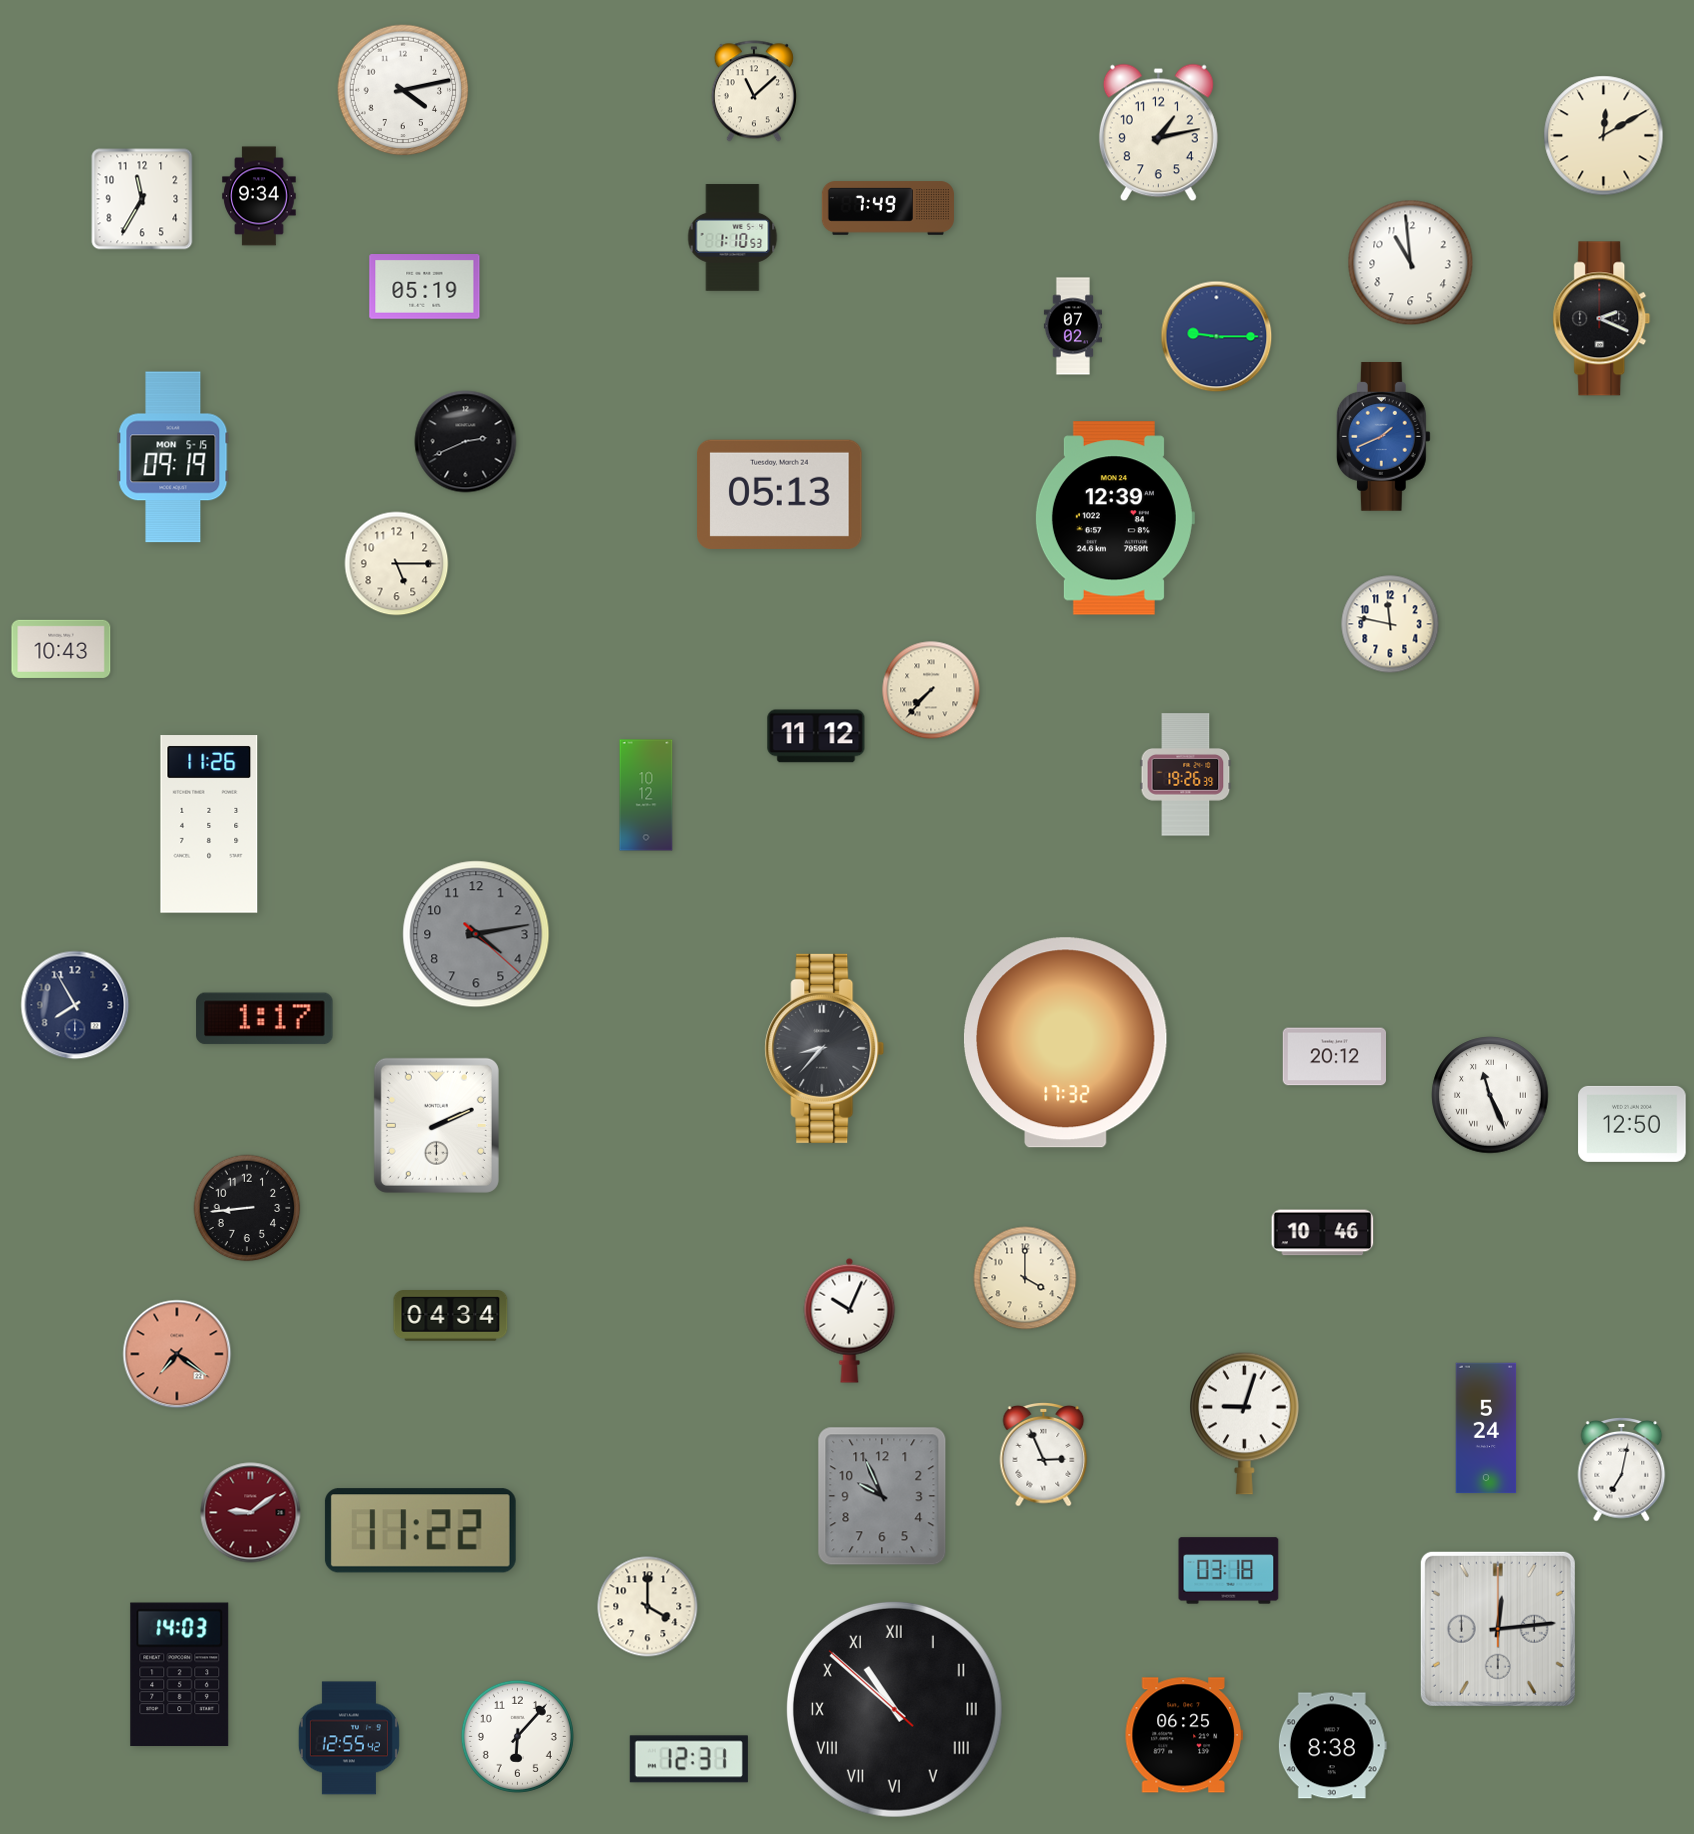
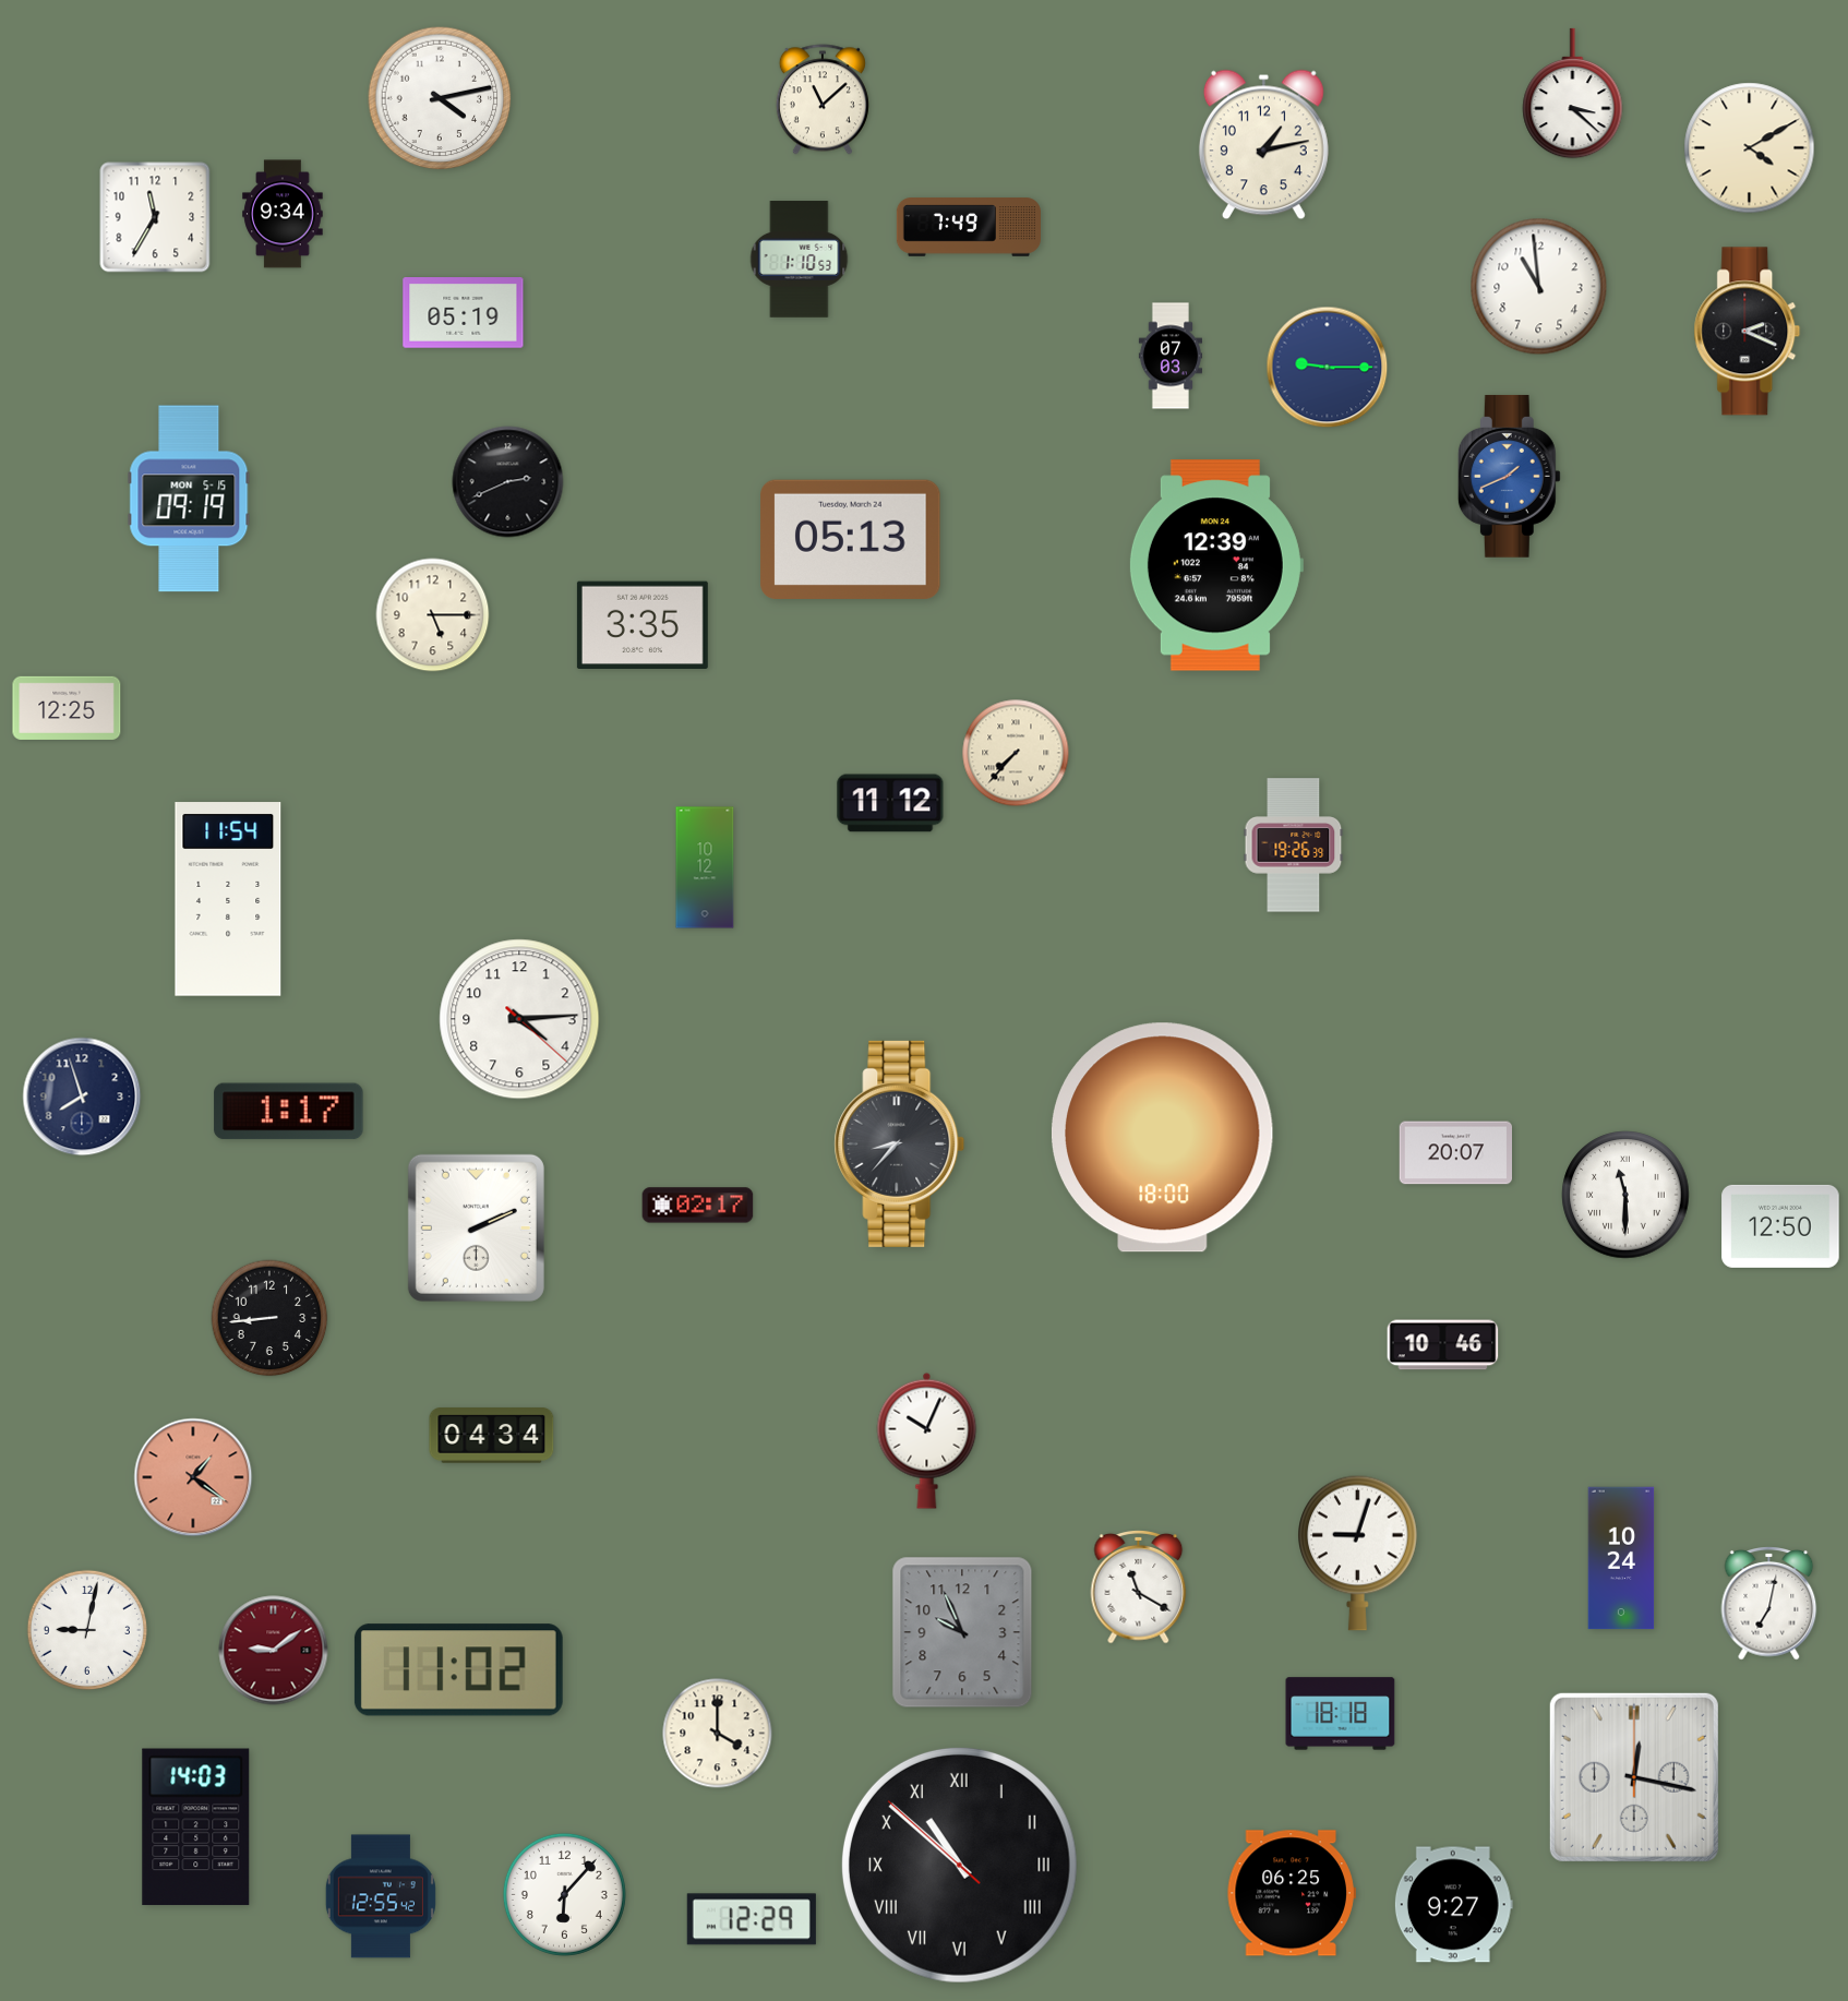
clock at (1573, 94): none -> 3:22
clock at (1604, 136): 12:10 -> 4:10
clock at (1602, 319) position: (1602, 319) -> (1748, 332)
clock at (1072, 326): 07:02 -> 07:03
clock at (643, 624): none -> 3:35
clock at (1390, 624): 11:47 -> none
clock at (61, 649): 10:43 -> 12:25
clock at (209, 824): 11:26 -> 11:54
clock at (476, 934): 4:13 -> 4:14
clock at (476, 934) dial: grey -> white
clock at (75, 1005): 7:55 -> 7:57
clock at (1065, 1043): 17:32 -> 18:00
clock at (1335, 1057): 20:12 -> 20:07
clock at (1490, 1095): 11:26 -> 11:30
clock at (698, 1206): none -> 02:17
clock at (1025, 1278): 4:00 -> none
clock at (177, 1354): 7:21 -> 1:21
clock at (1486, 1428): 5:24 -> 10:24
clock at (1044, 1455): 2:56 -> 11:20
clock at (87, 1630): none -> 9:02
clock at (420, 1531): 11:22 -> 11:02
clock at (1229, 1571): 03:18 -> 18:18
clock at (648, 1607) position: (648, 1607) -> (718, 1734)
clock at (1498, 1629): 12:14 -> 12:17
clock at (894, 1709) position: (894, 1709) -> (959, 1865)
clock at (1332, 1746): 8:38 -> 9:27
clock at (689, 1759): 12:31 -> 12:29
